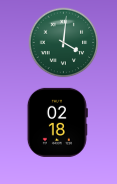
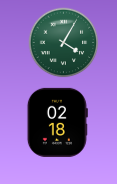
clock at (64, 43): 4:01 -> 4:05
